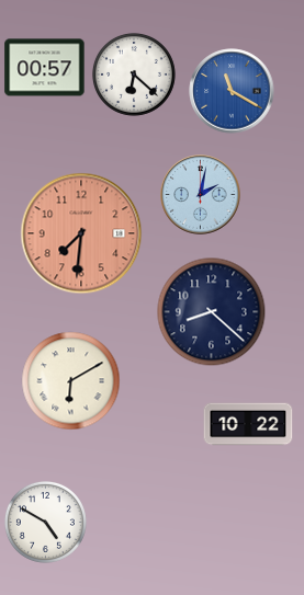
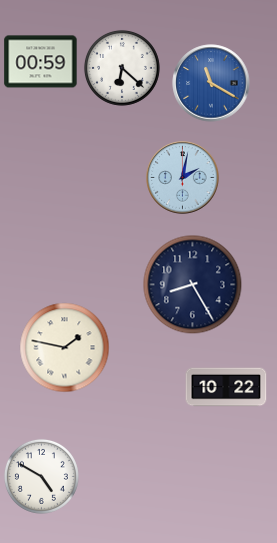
clock at (45, 68): 00:57 -> 00:59
clock at (81, 233): 7:31 -> none
clock at (212, 312): 8:22 -> 8:25
clock at (71, 381): 6:10 -> 1:47
